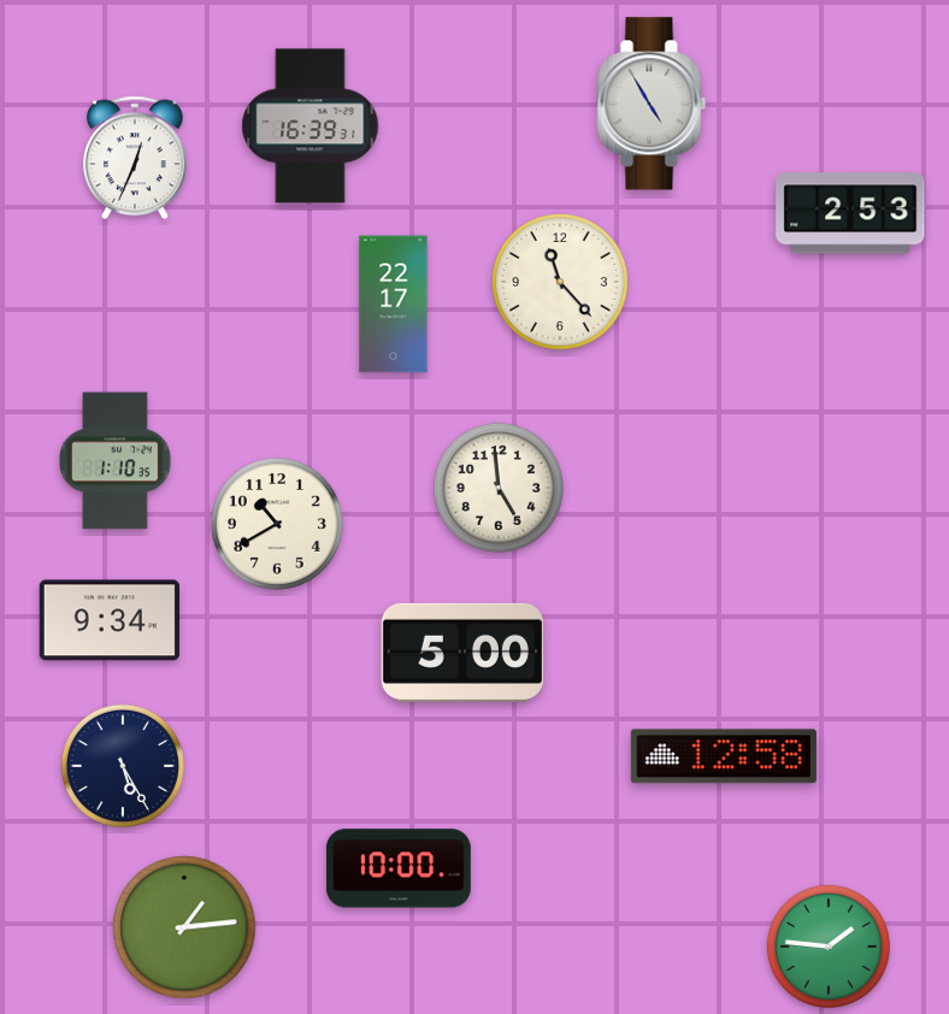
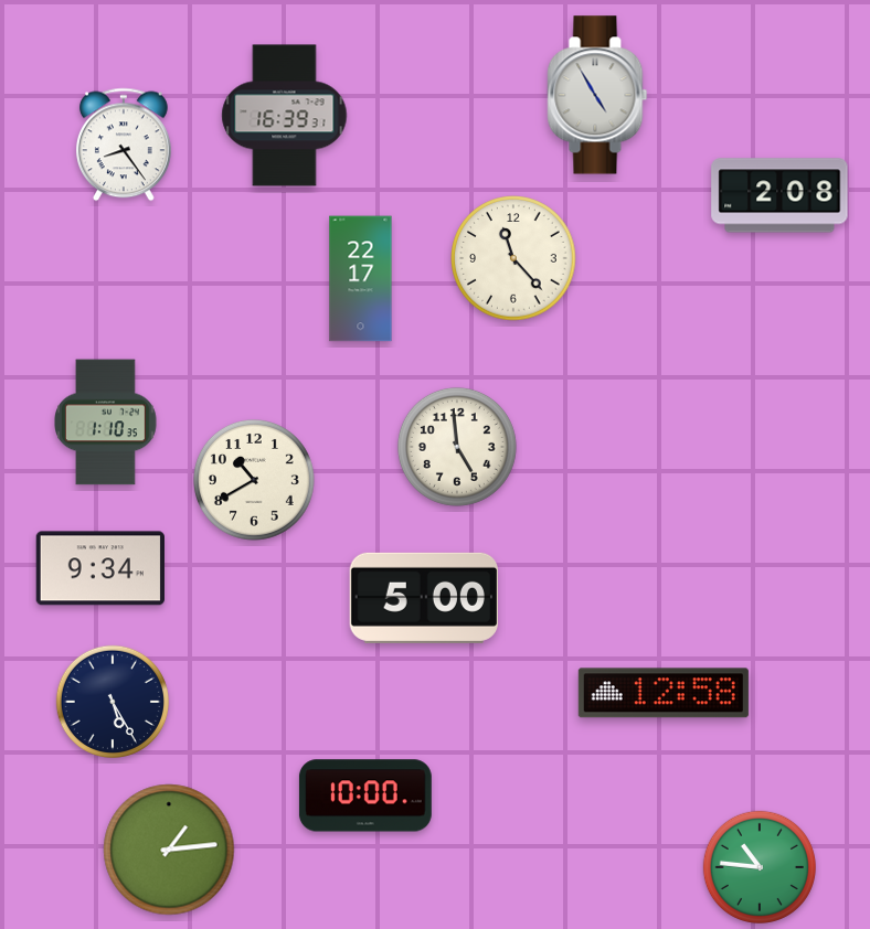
clock at (135, 158): 12:34 -> 8:24
clock at (850, 213): 2:53 -> 2:08
clock at (829, 947): 1:46 -> 10:46
